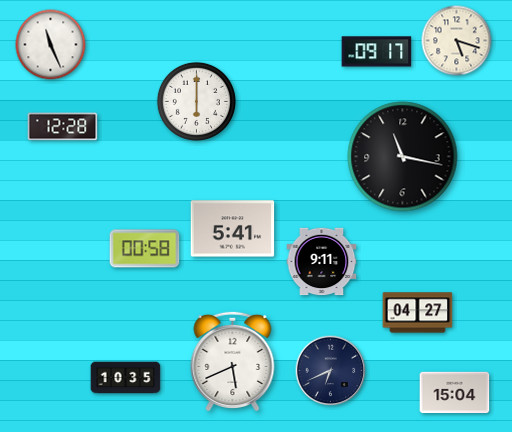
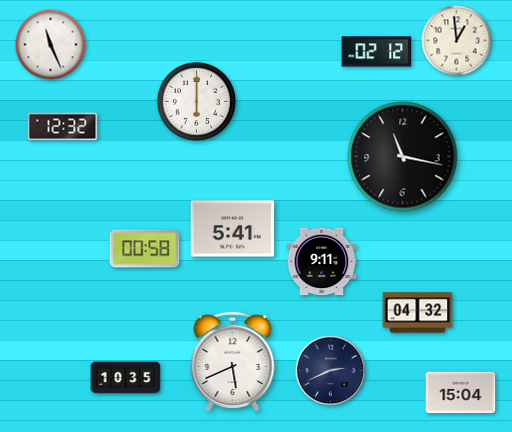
clock at (457, 41): 5:18 -> 12:59
clock at (377, 52): 09:17 -> 02:12
clock at (63, 127): 12:28 -> 12:32
clock at (418, 313): 04:27 -> 04:32
clock at (331, 371): 6:41 -> 2:41
clock at (455, 393) position: (455, 393) -> (461, 393)
